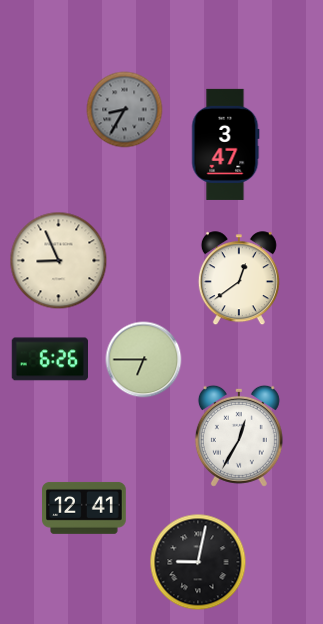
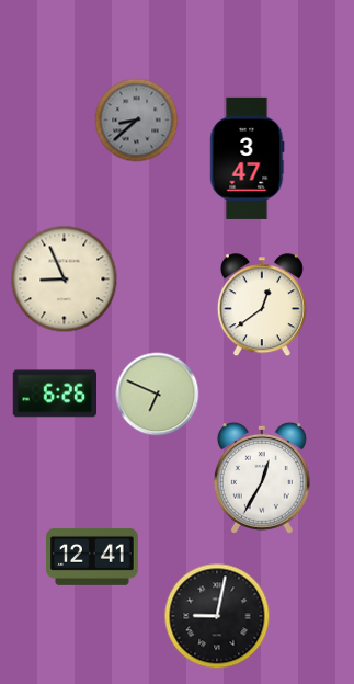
clock at (125, 110): 8:35 -> 8:38
clock at (59, 261) position: (59, 261) -> (65, 280)
clock at (144, 360): 6:45 -> 6:49
